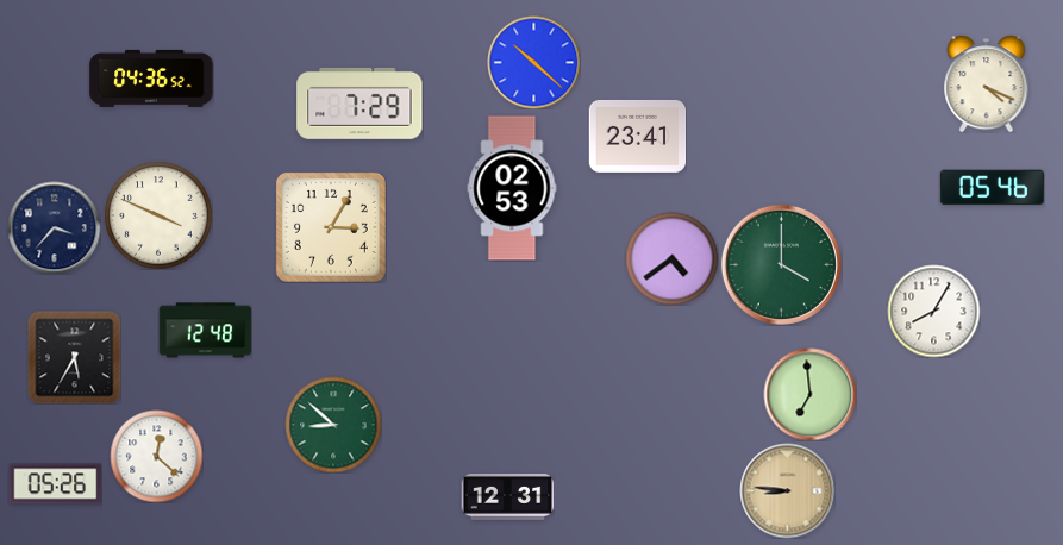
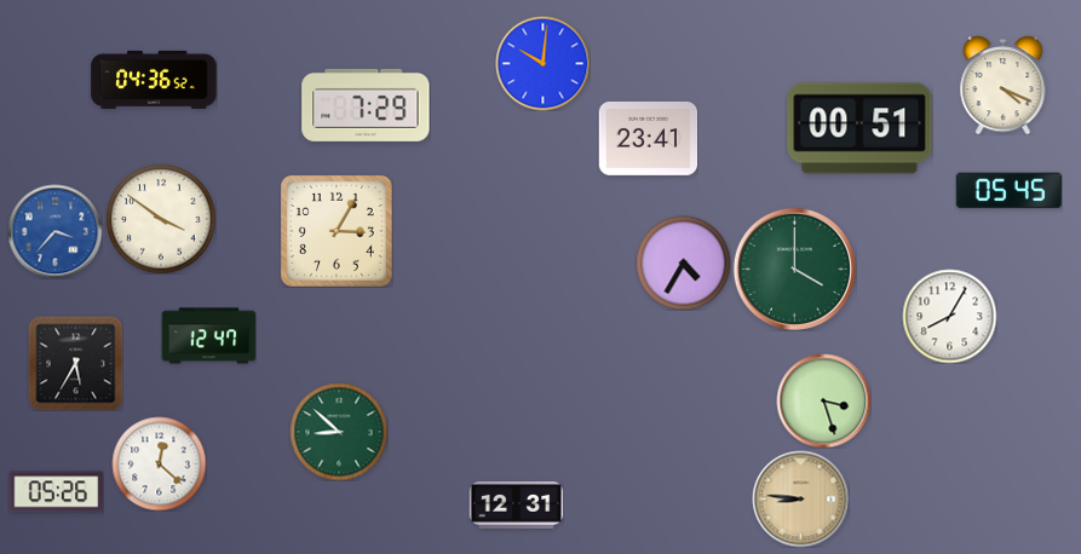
clock at (533, 62): 10:22 -> 10:01
clock at (859, 128): none -> 00:51
clock at (512, 188): 02:53 -> none
clock at (992, 188): 05:46 -> 05:45
clock at (158, 215): 3:49 -> 3:51
clock at (54, 227) dial: navy -> blue
clock at (671, 258): 4:39 -> 4:35
clock at (205, 331): 12:48 -> 12:47
clock at (809, 394): 6:59 -> 3:27
